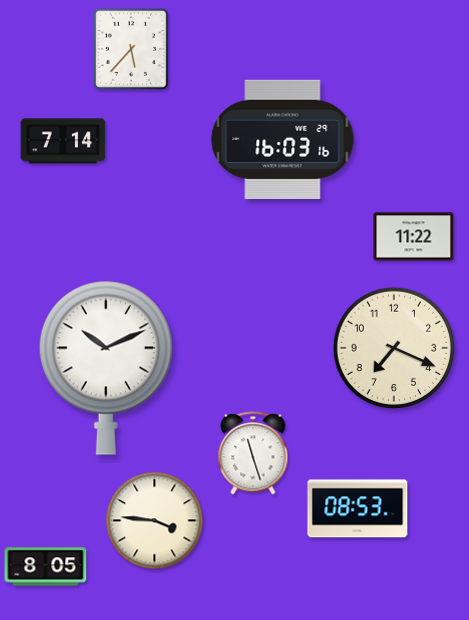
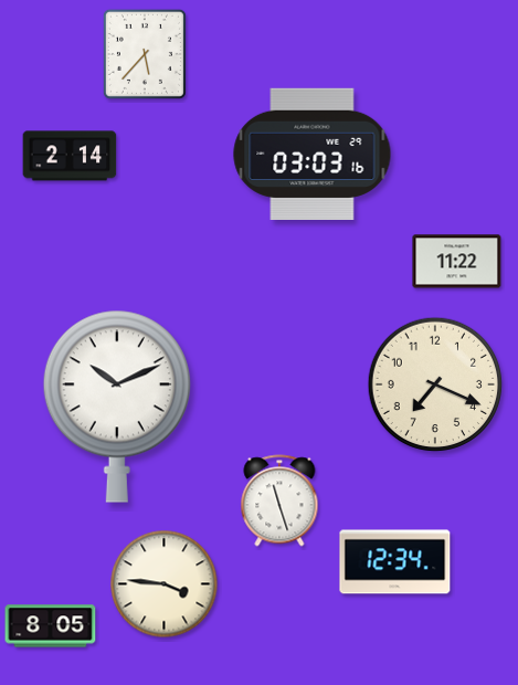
clock at (283, 139): 16:03 -> 03:03
clock at (63, 141): 7:14 -> 2:14
clock at (358, 509): 08:53 -> 12:34
clock at (155, 521) position: (155, 521) -> (165, 584)
